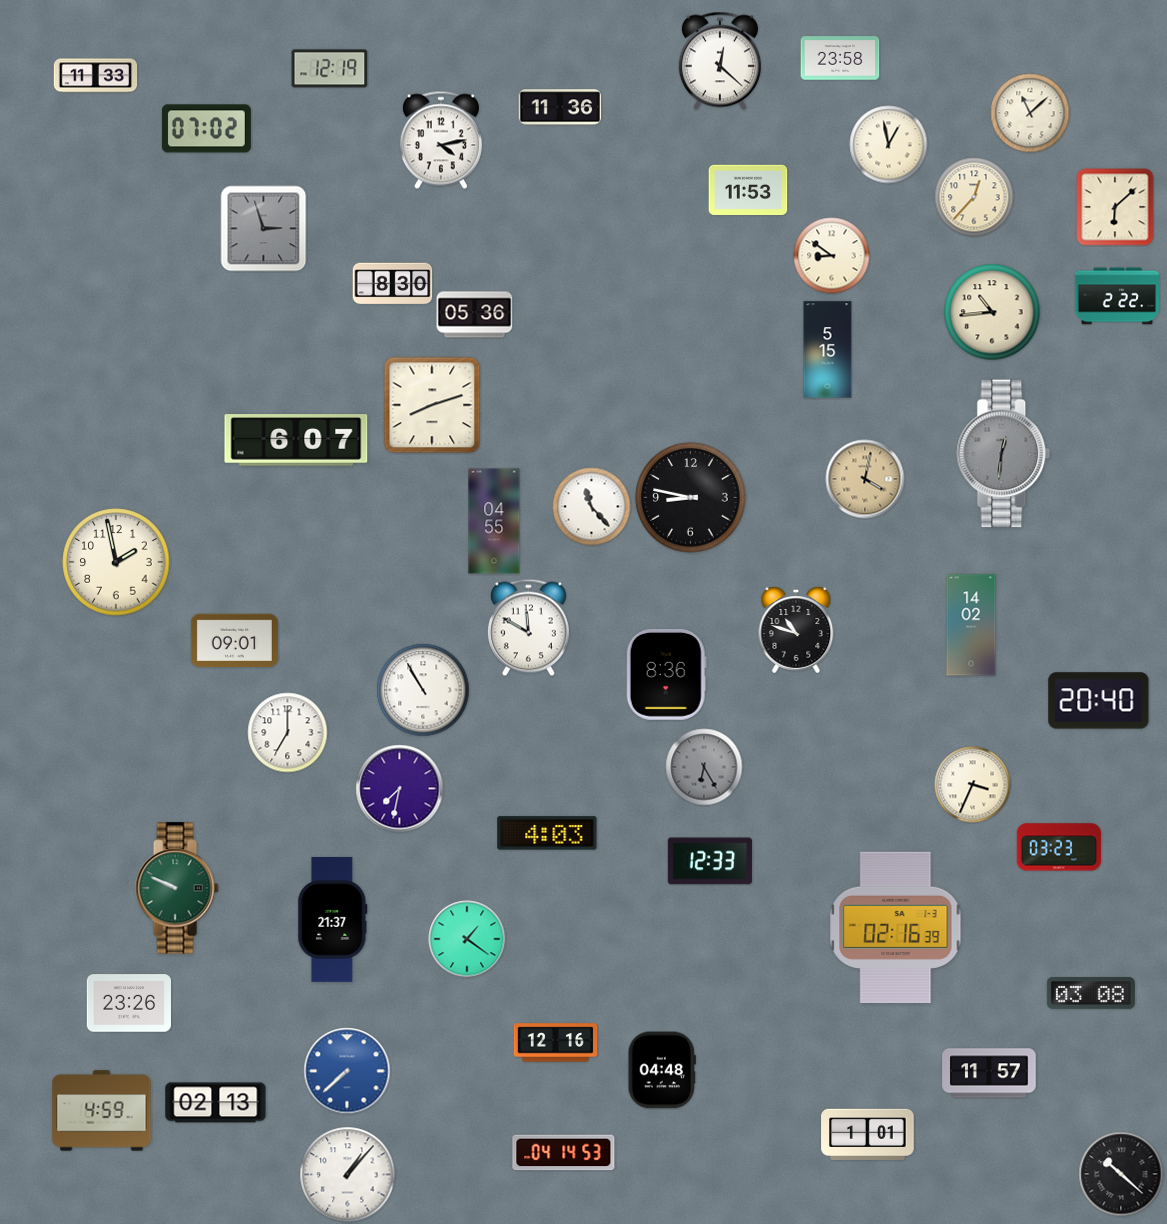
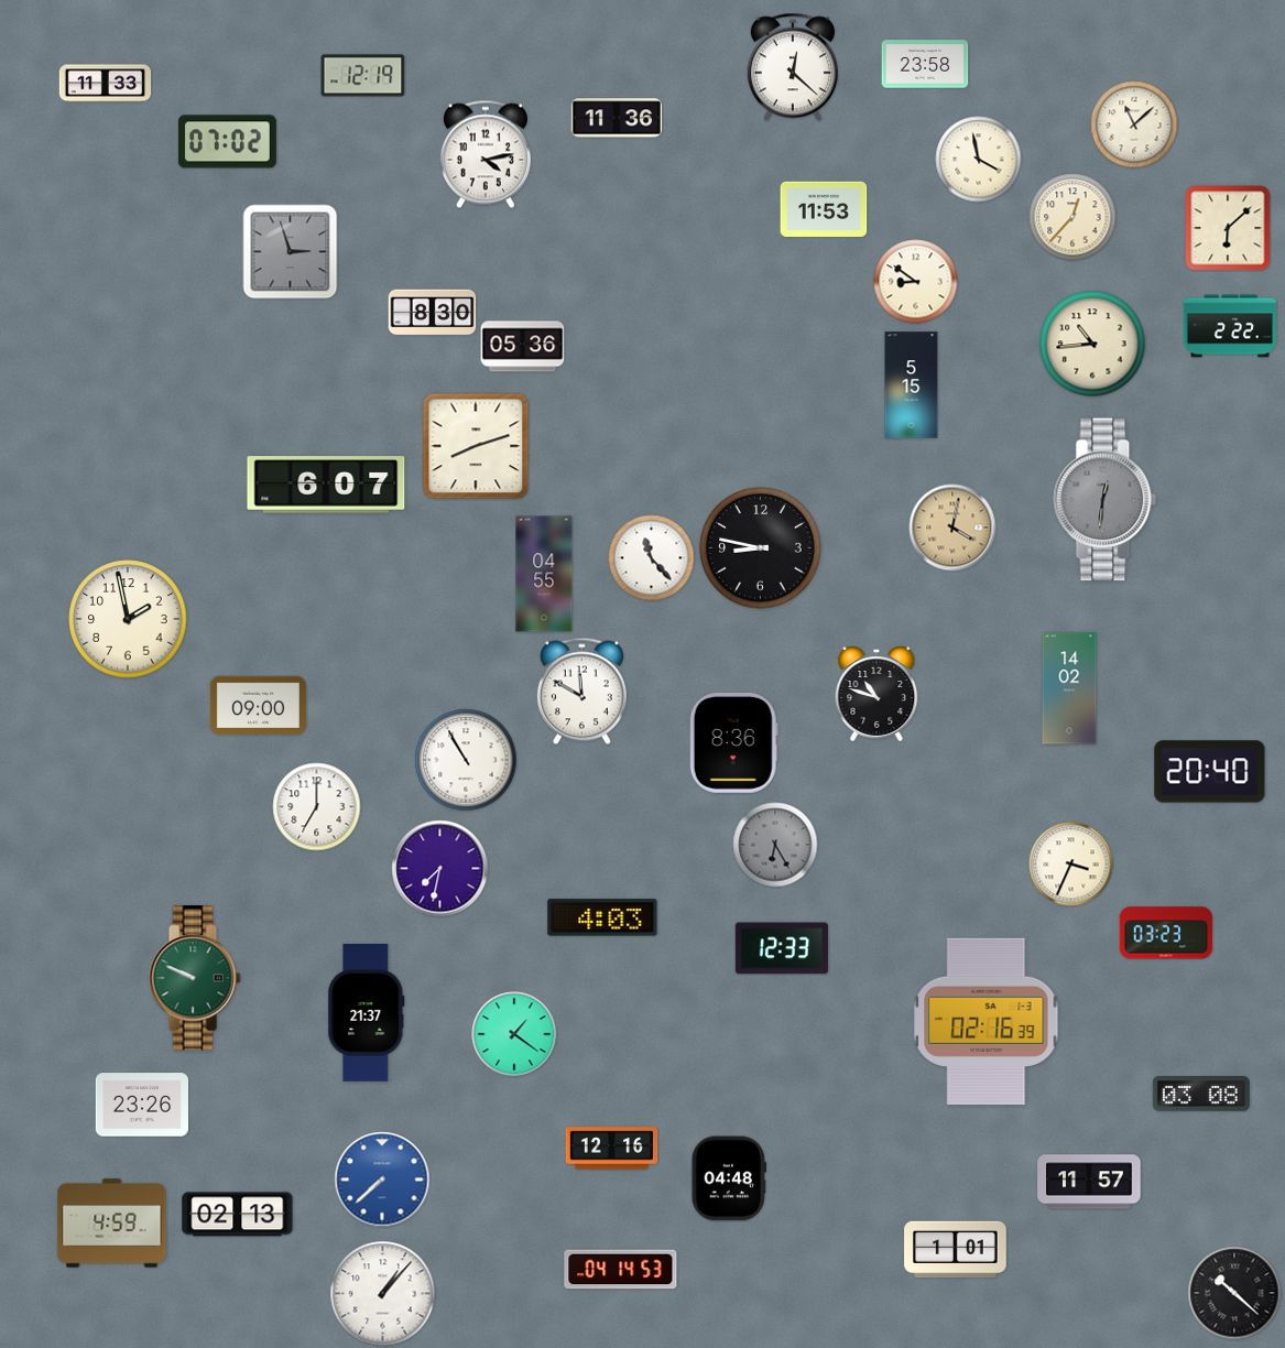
clock at (889, 145): 12:58 -> 3:58
clock at (234, 641): 09:01 -> 09:00
